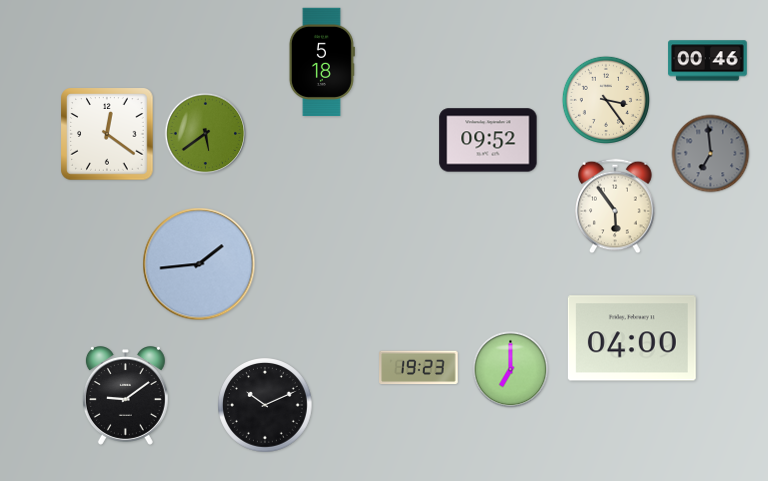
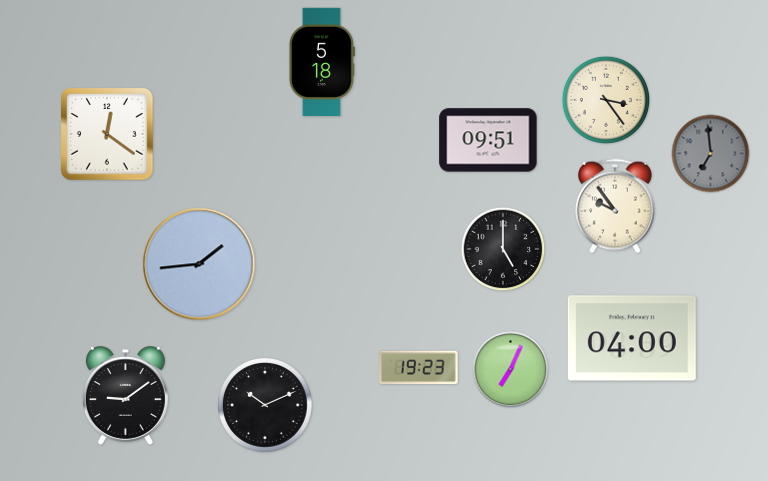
clock at (708, 61): 00:46 -> none
clock at (206, 134): 5:39 -> none
clock at (488, 140): 09:52 -> 09:51
clock at (616, 206): 5:54 -> 9:54
clock at (503, 249): none -> 5:00
clock at (511, 370): 7:00 -> 7:04
